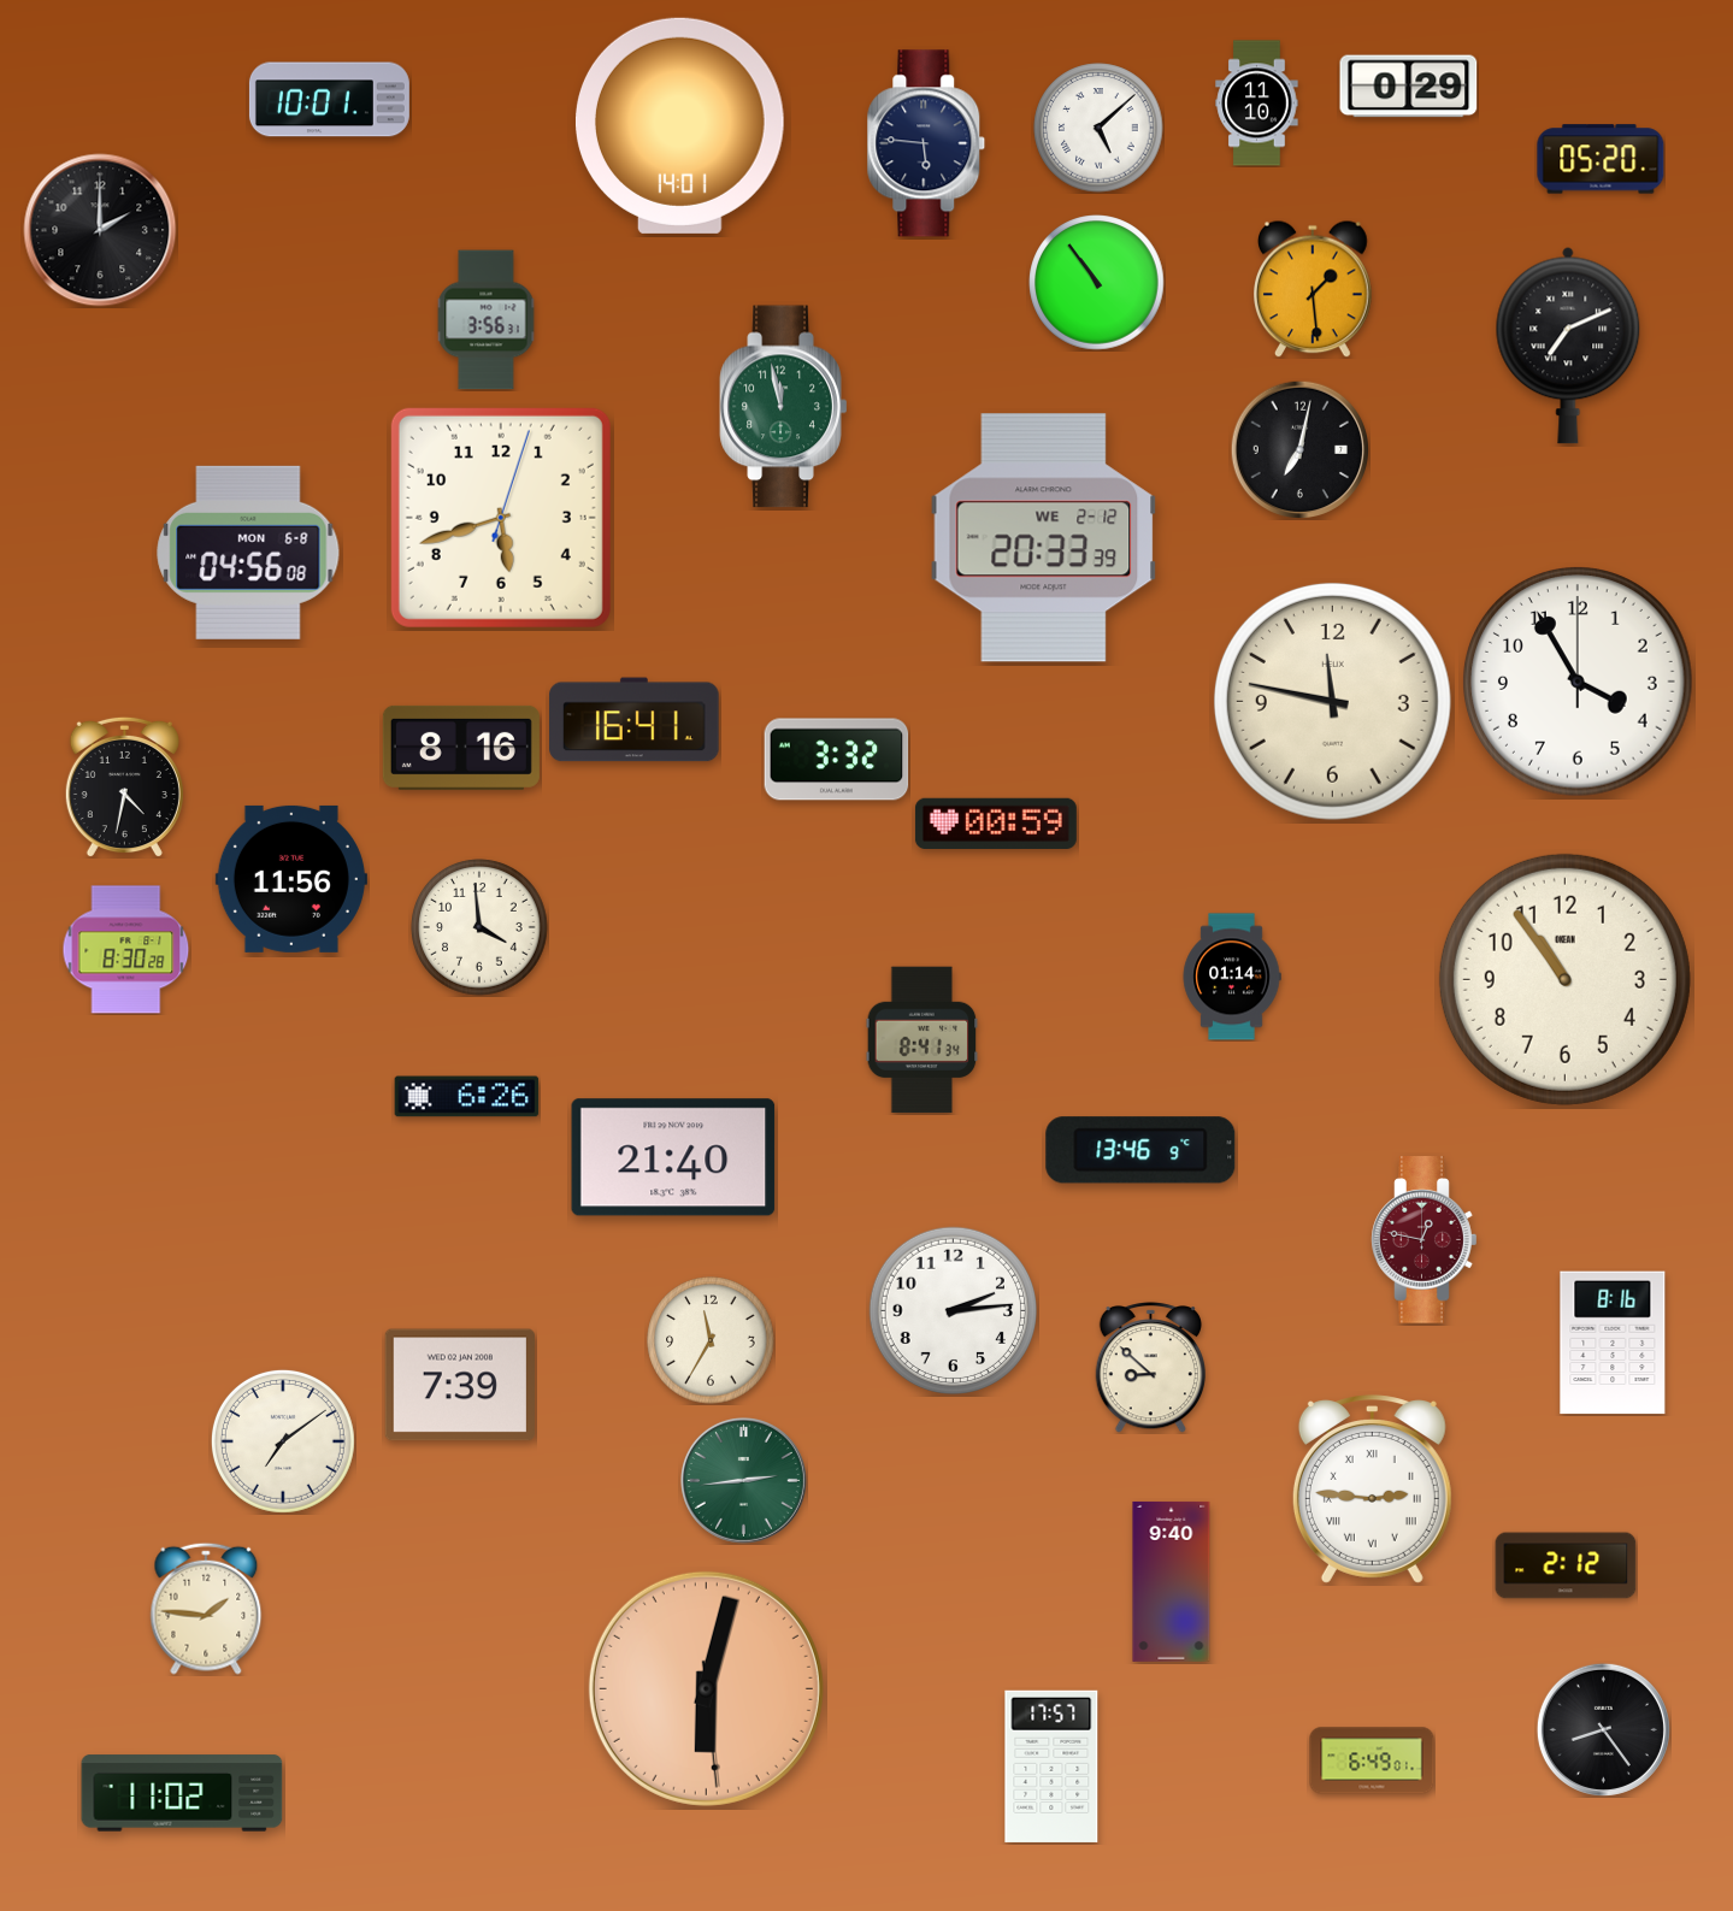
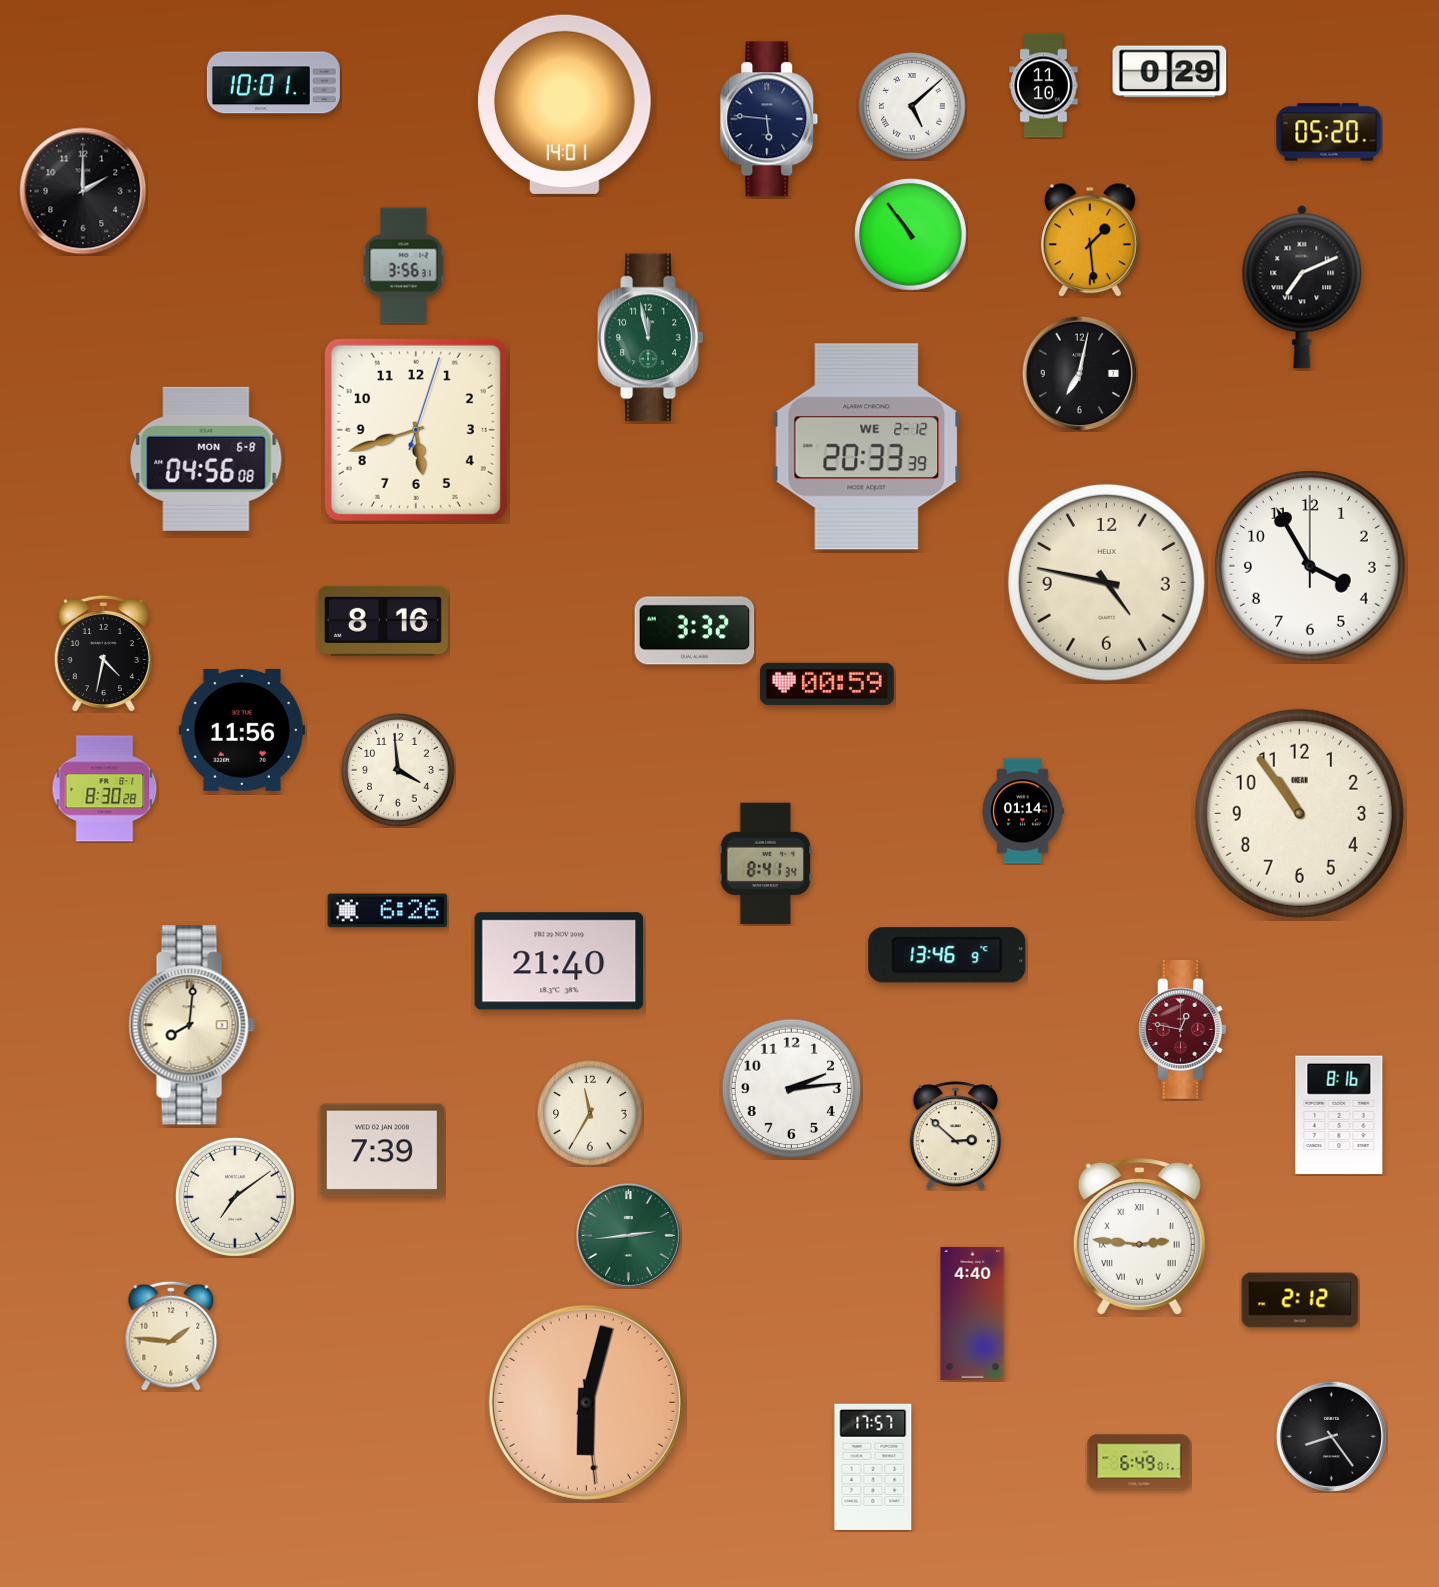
clock at (1332, 701): 11:47 -> 4:47
clock at (635, 720): 16:41 -> none
clock at (192, 1025): none -> 8:01
clock at (1150, 1368): 8:52 -> 2:52
clock at (743, 1480) position: (743, 1480) -> (628, 1235)
clock at (1172, 1581): 9:40 -> 4:40
clock at (182, 1793): 11:02 -> none
